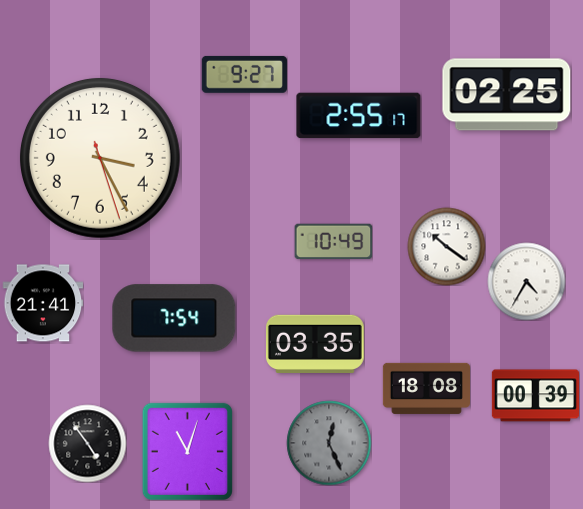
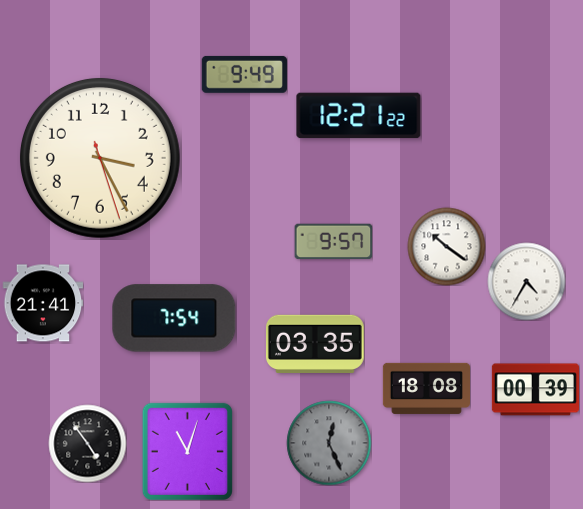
clock at (244, 74): 9:27 -> 9:49
clock at (507, 95): 02:25 -> none
clock at (359, 116): 2:55 -> 12:21
clock at (333, 242): 10:49 -> 9:57
clock at (535, 396) position: (535, 396) -> (535, 390)
